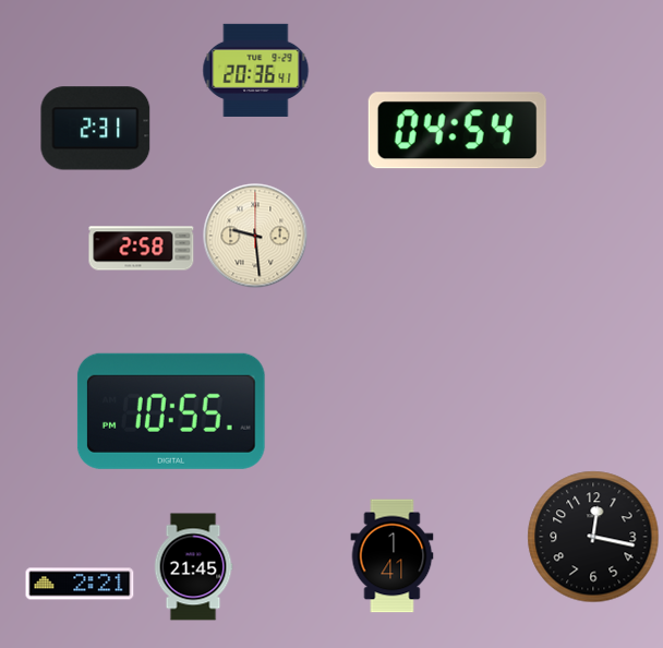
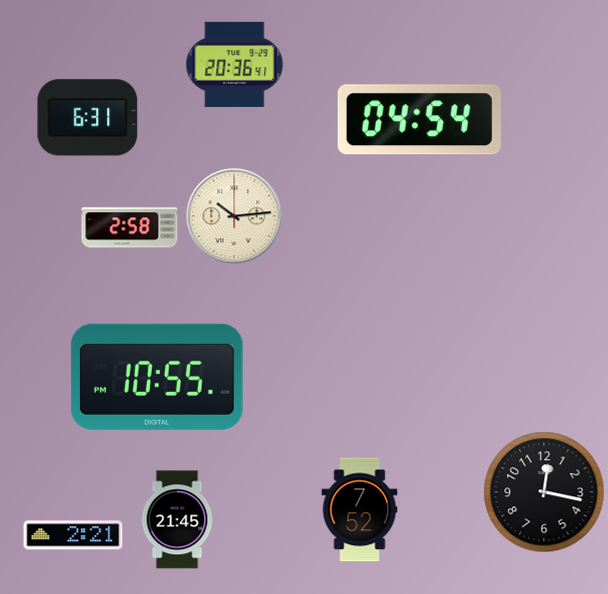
clock at (96, 129): 2:31 -> 6:31
clock at (255, 236): 9:29 -> 10:14
clock at (393, 556): 1:41 -> 7:52
